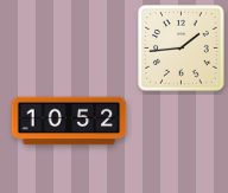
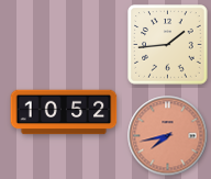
clock at (168, 136): none -> 7:43
